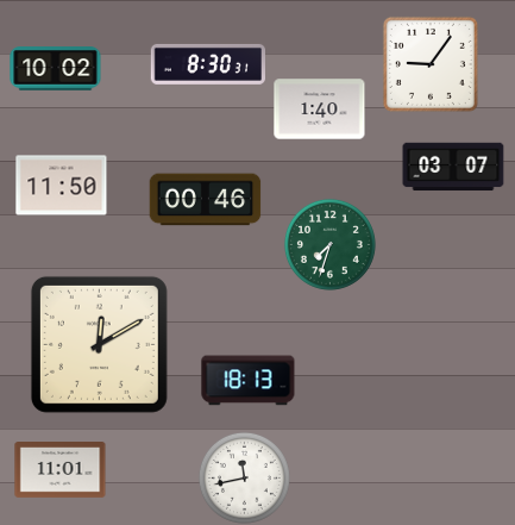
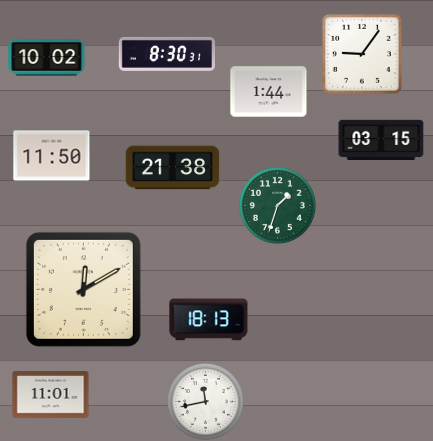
clock at (207, 64) position: (207, 64) -> (166, 54)
clock at (320, 110): 1:40 -> 1:44
clock at (453, 167): 03:07 -> 03:15
clock at (206, 200): 00:46 -> 21:38
clock at (329, 244): 7:33 -> 1:33
